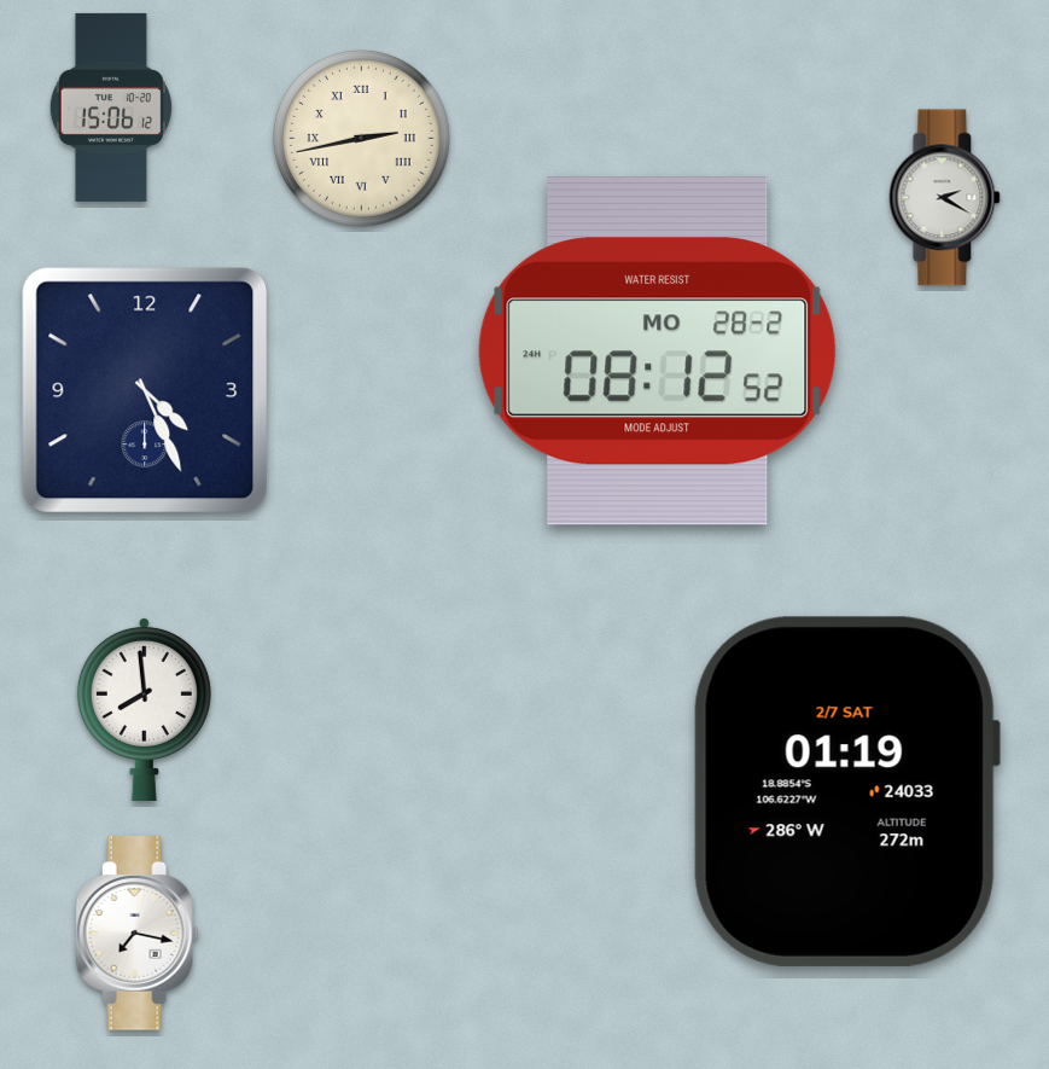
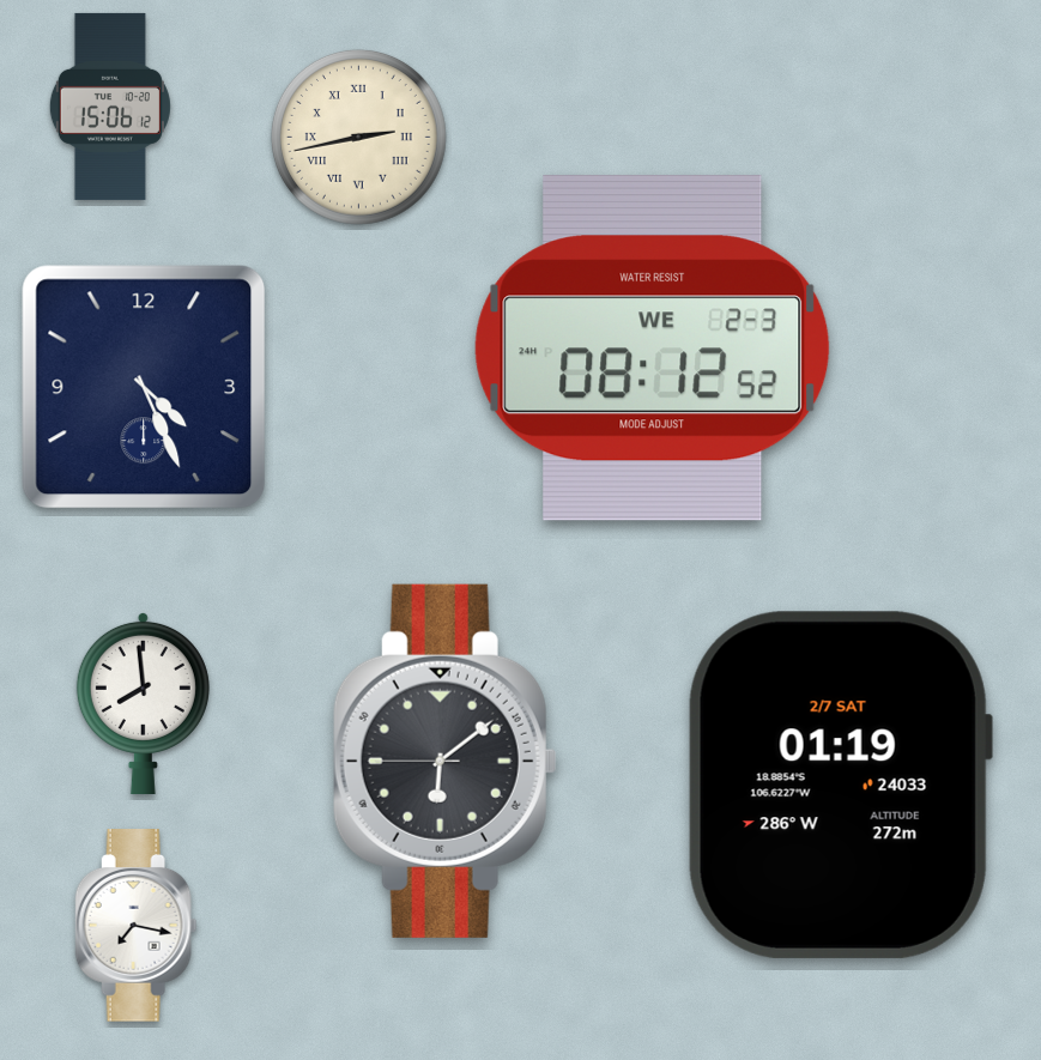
clock at (945, 198): 2:20 -> none
clock at (658, 352) date: MO 28-2 -> WE 2-3
clock at (444, 761): none -> 6:08
